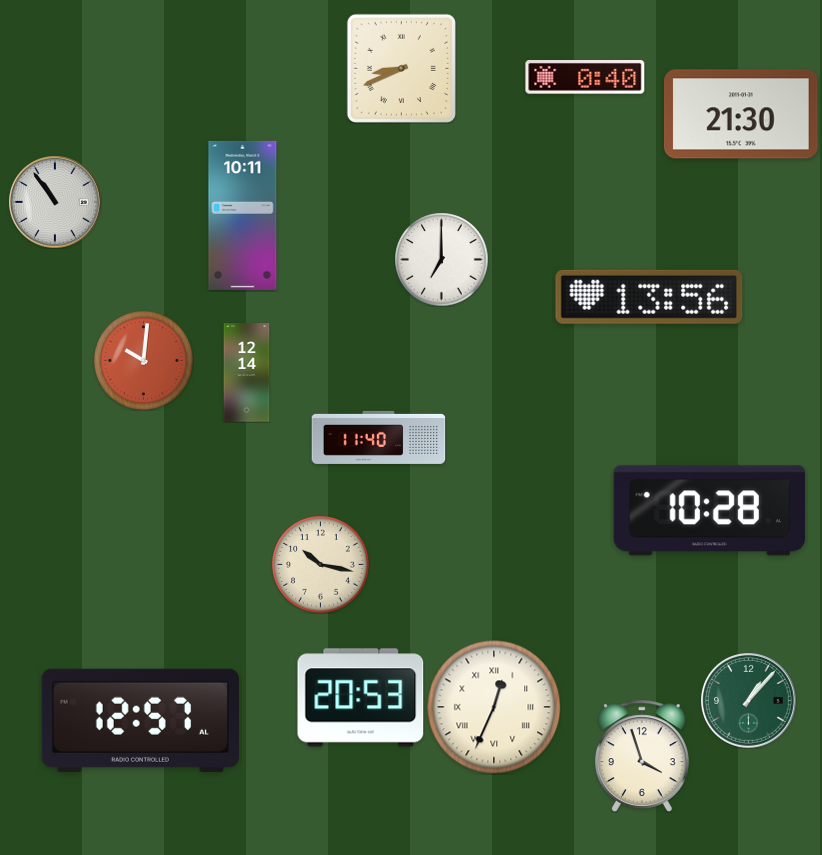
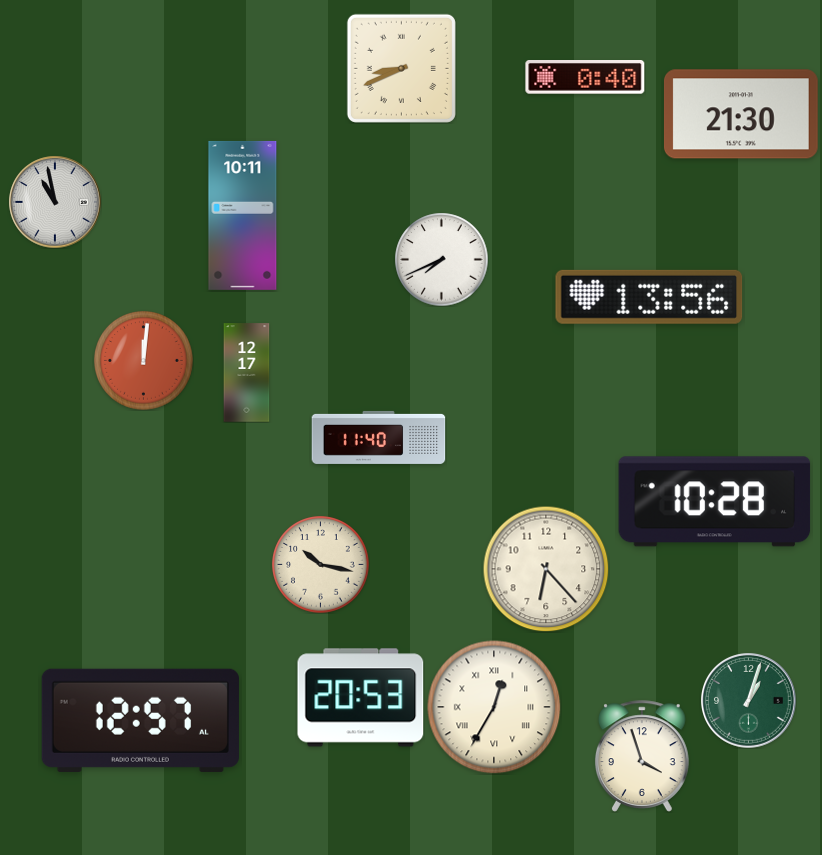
clock at (55, 202): 10:54 -> 10:58
clock at (441, 259): 7:00 -> 7:41
clock at (144, 361): 10:01 -> 12:01
clock at (247, 373): 12:14 -> 12:17
clock at (710, 511) position: (710, 511) -> (715, 502)
clock at (546, 569): none -> 6:23
clock at (749, 701): 1:07 -> 1:03
clock at (494, 707): 12:34 -> 12:35
